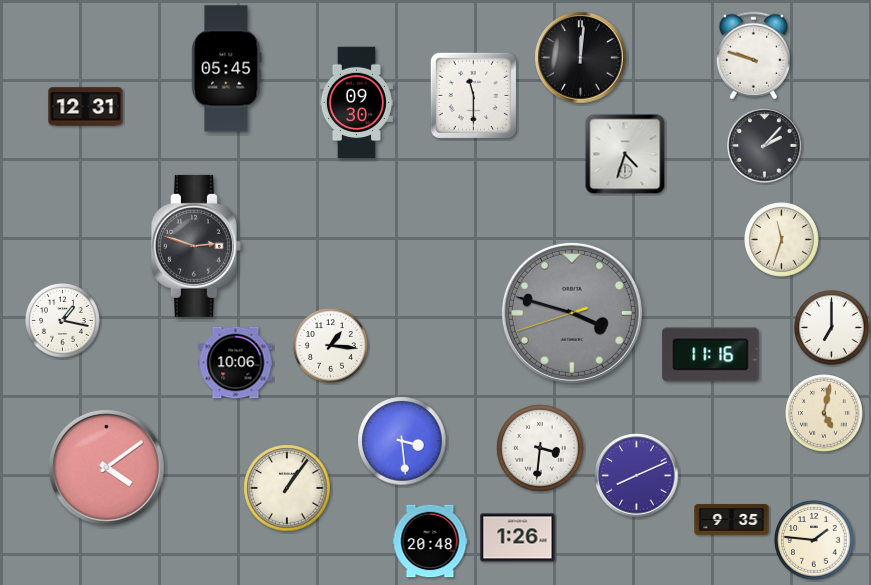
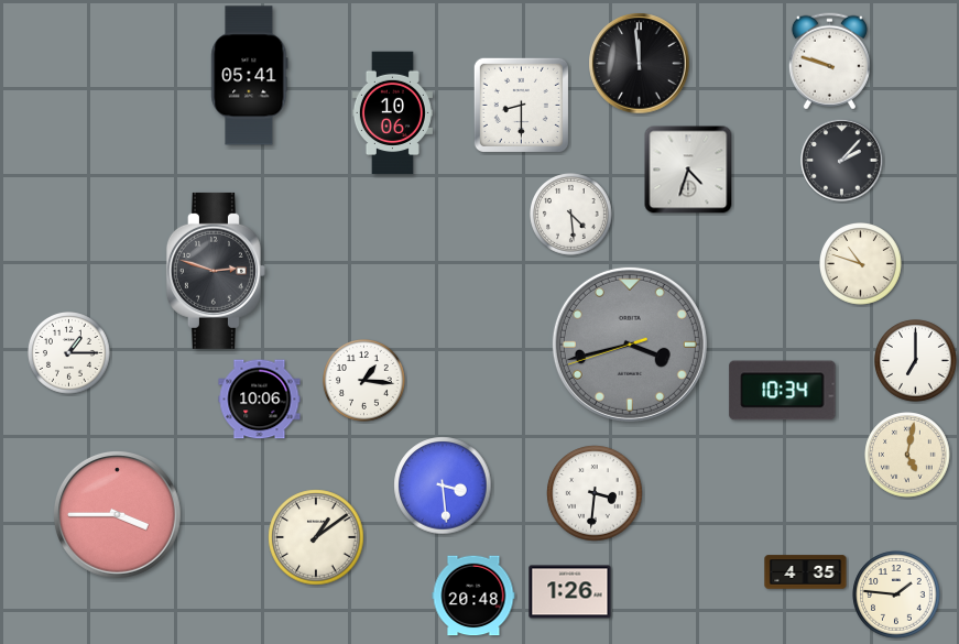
clock at (581, 58): 12:01 -> 11:59
clock at (227, 69): 05:45 -> 05:41
clock at (473, 95): 11:30 -> 8:30
clock at (356, 103): 09:30 -> 10:06
clock at (86, 107): 12:31 -> none
clock at (571, 215): none -> 4:29
clock at (782, 240): 11:33 -> 10:48
clock at (572, 313): 3:47 -> 3:42
clock at (63, 321): 1:17 -> 1:15
clock at (711, 355): 11:16 -> 10:34
clock at (107, 468): 4:09 -> 3:45
clock at (637, 476): 8:11 -> none
clock at (287, 488): 1:06 -> 1:09
clock at (732, 520): 9:35 -> 4:35
